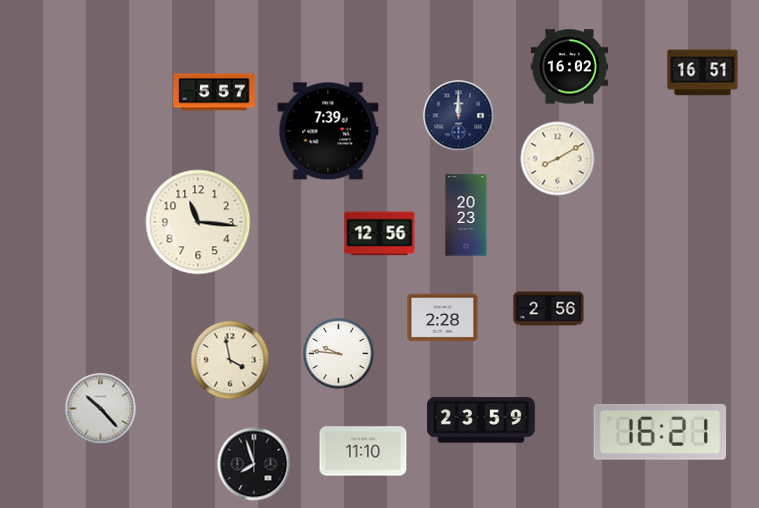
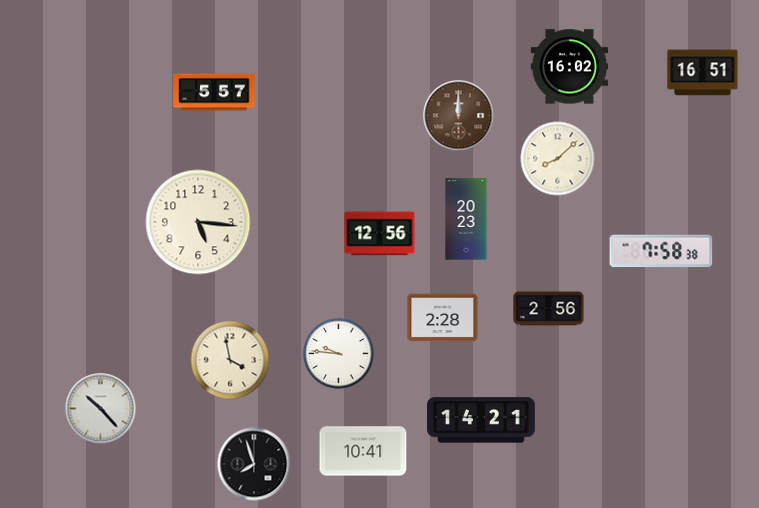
clock at (459, 116) dial: navy -> brown
clock at (328, 131): 7:39 -> none
clock at (558, 159): 8:10 -> 8:08
clock at (466, 215) position: (466, 215) -> (466, 219)
clock at (198, 222): 11:16 -> 5:16
clock at (661, 251): none -> 7:58
clock at (482, 420): 23:59 -> 14:21
clock at (660, 432): 16:21 -> none
clock at (363, 451): 11:10 -> 10:41
